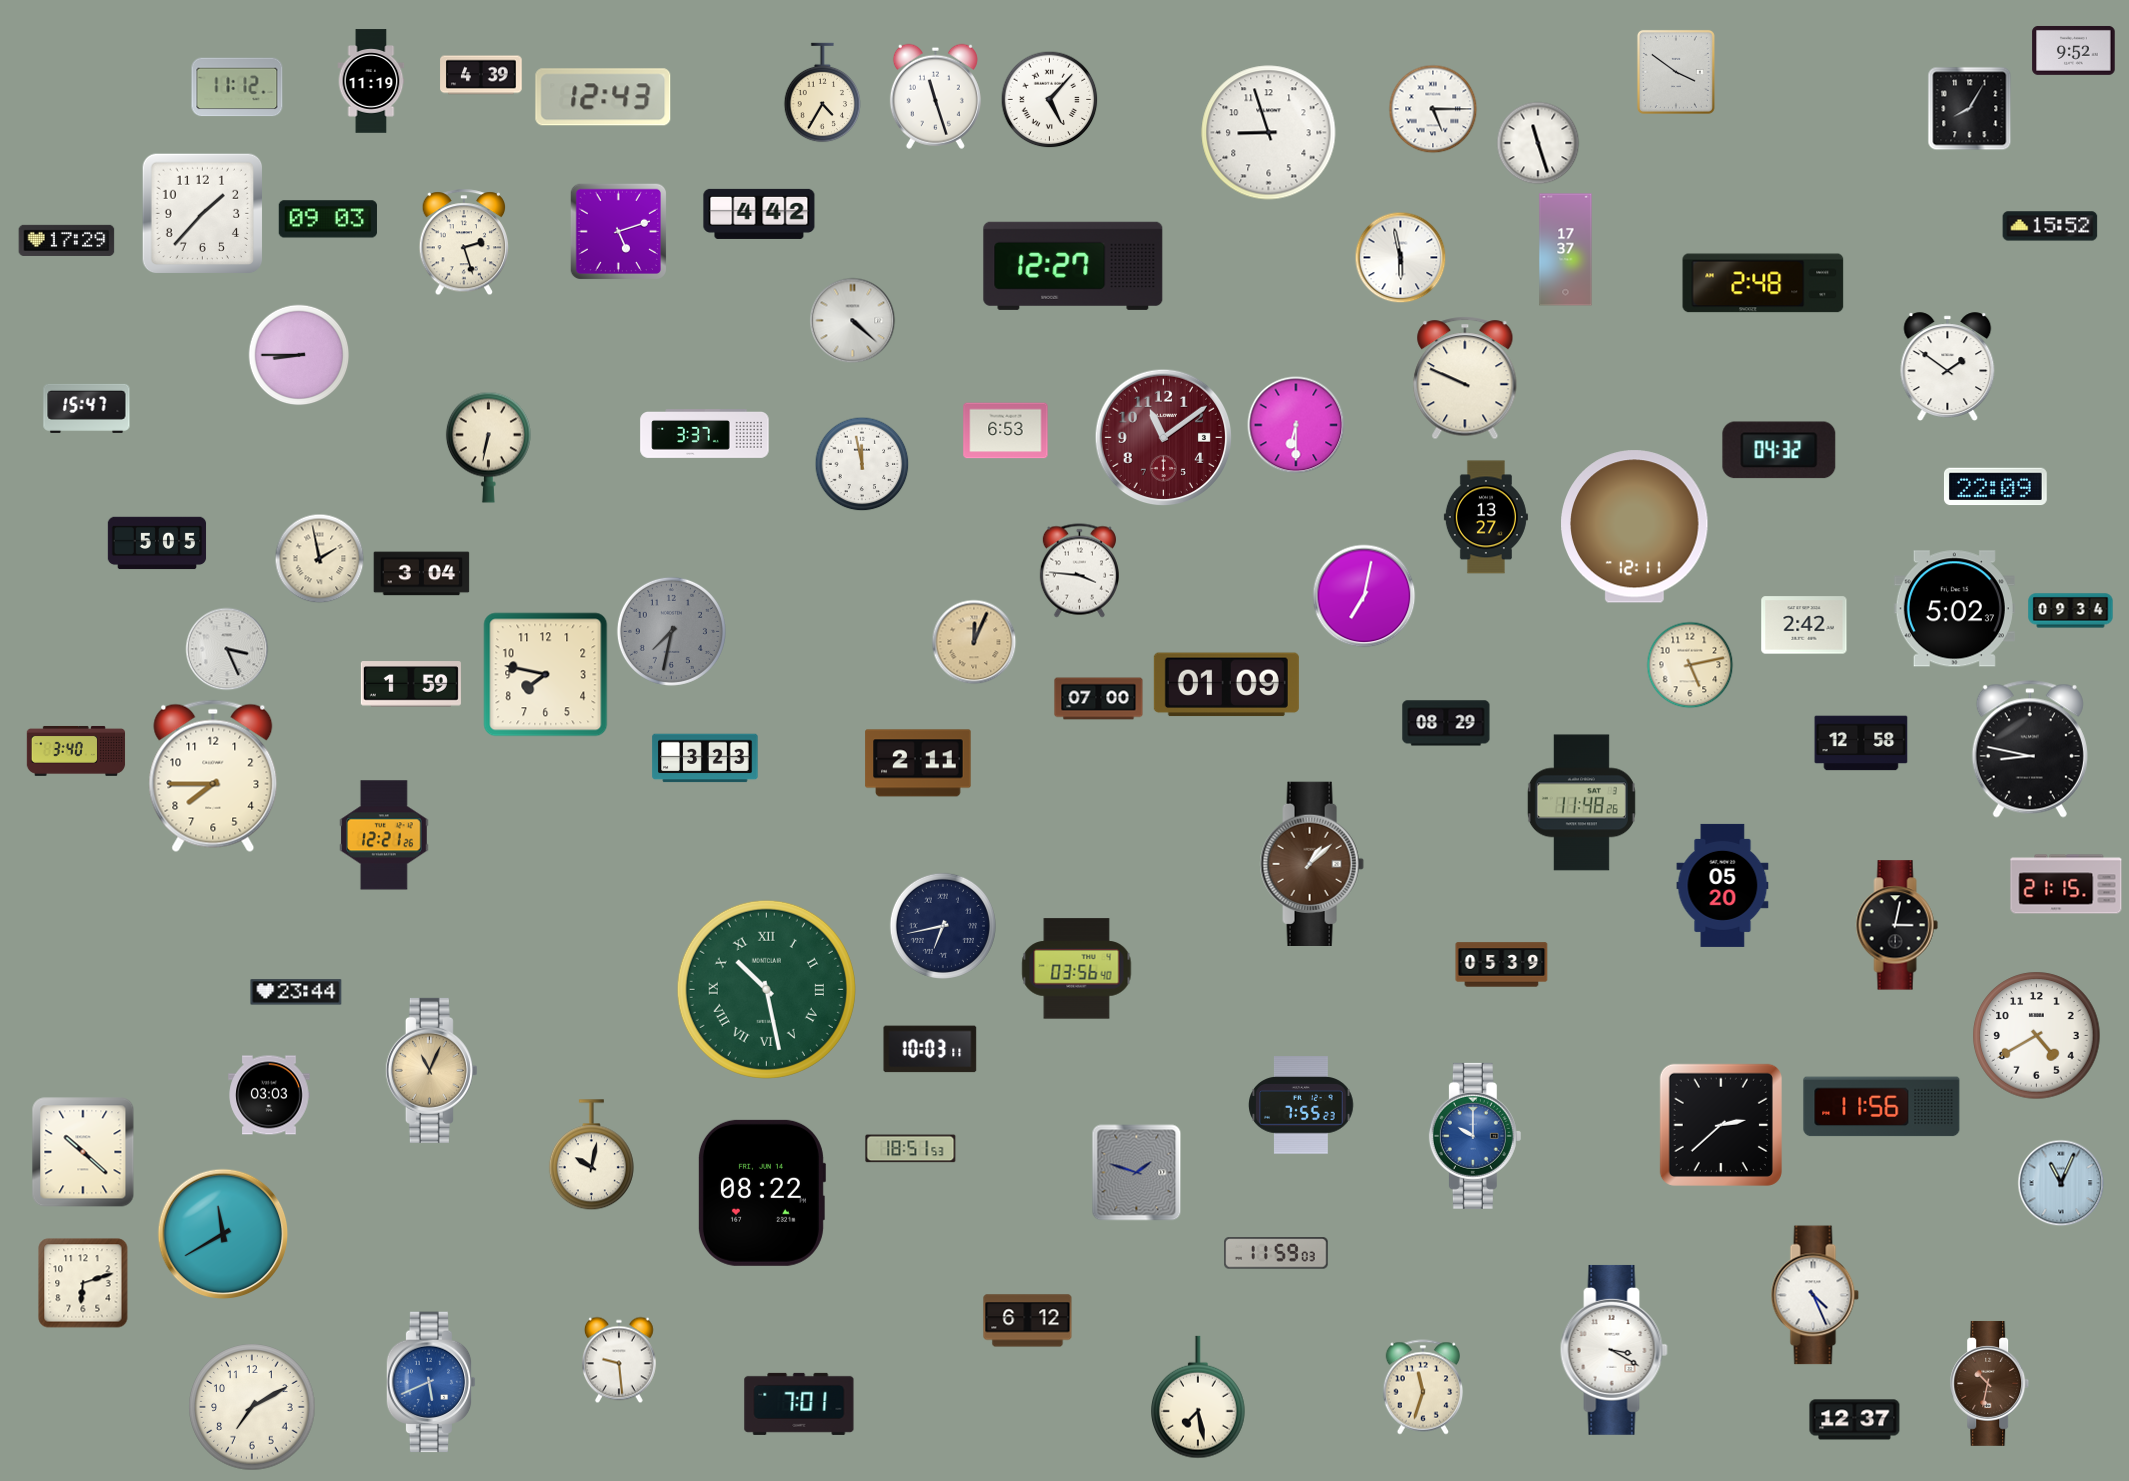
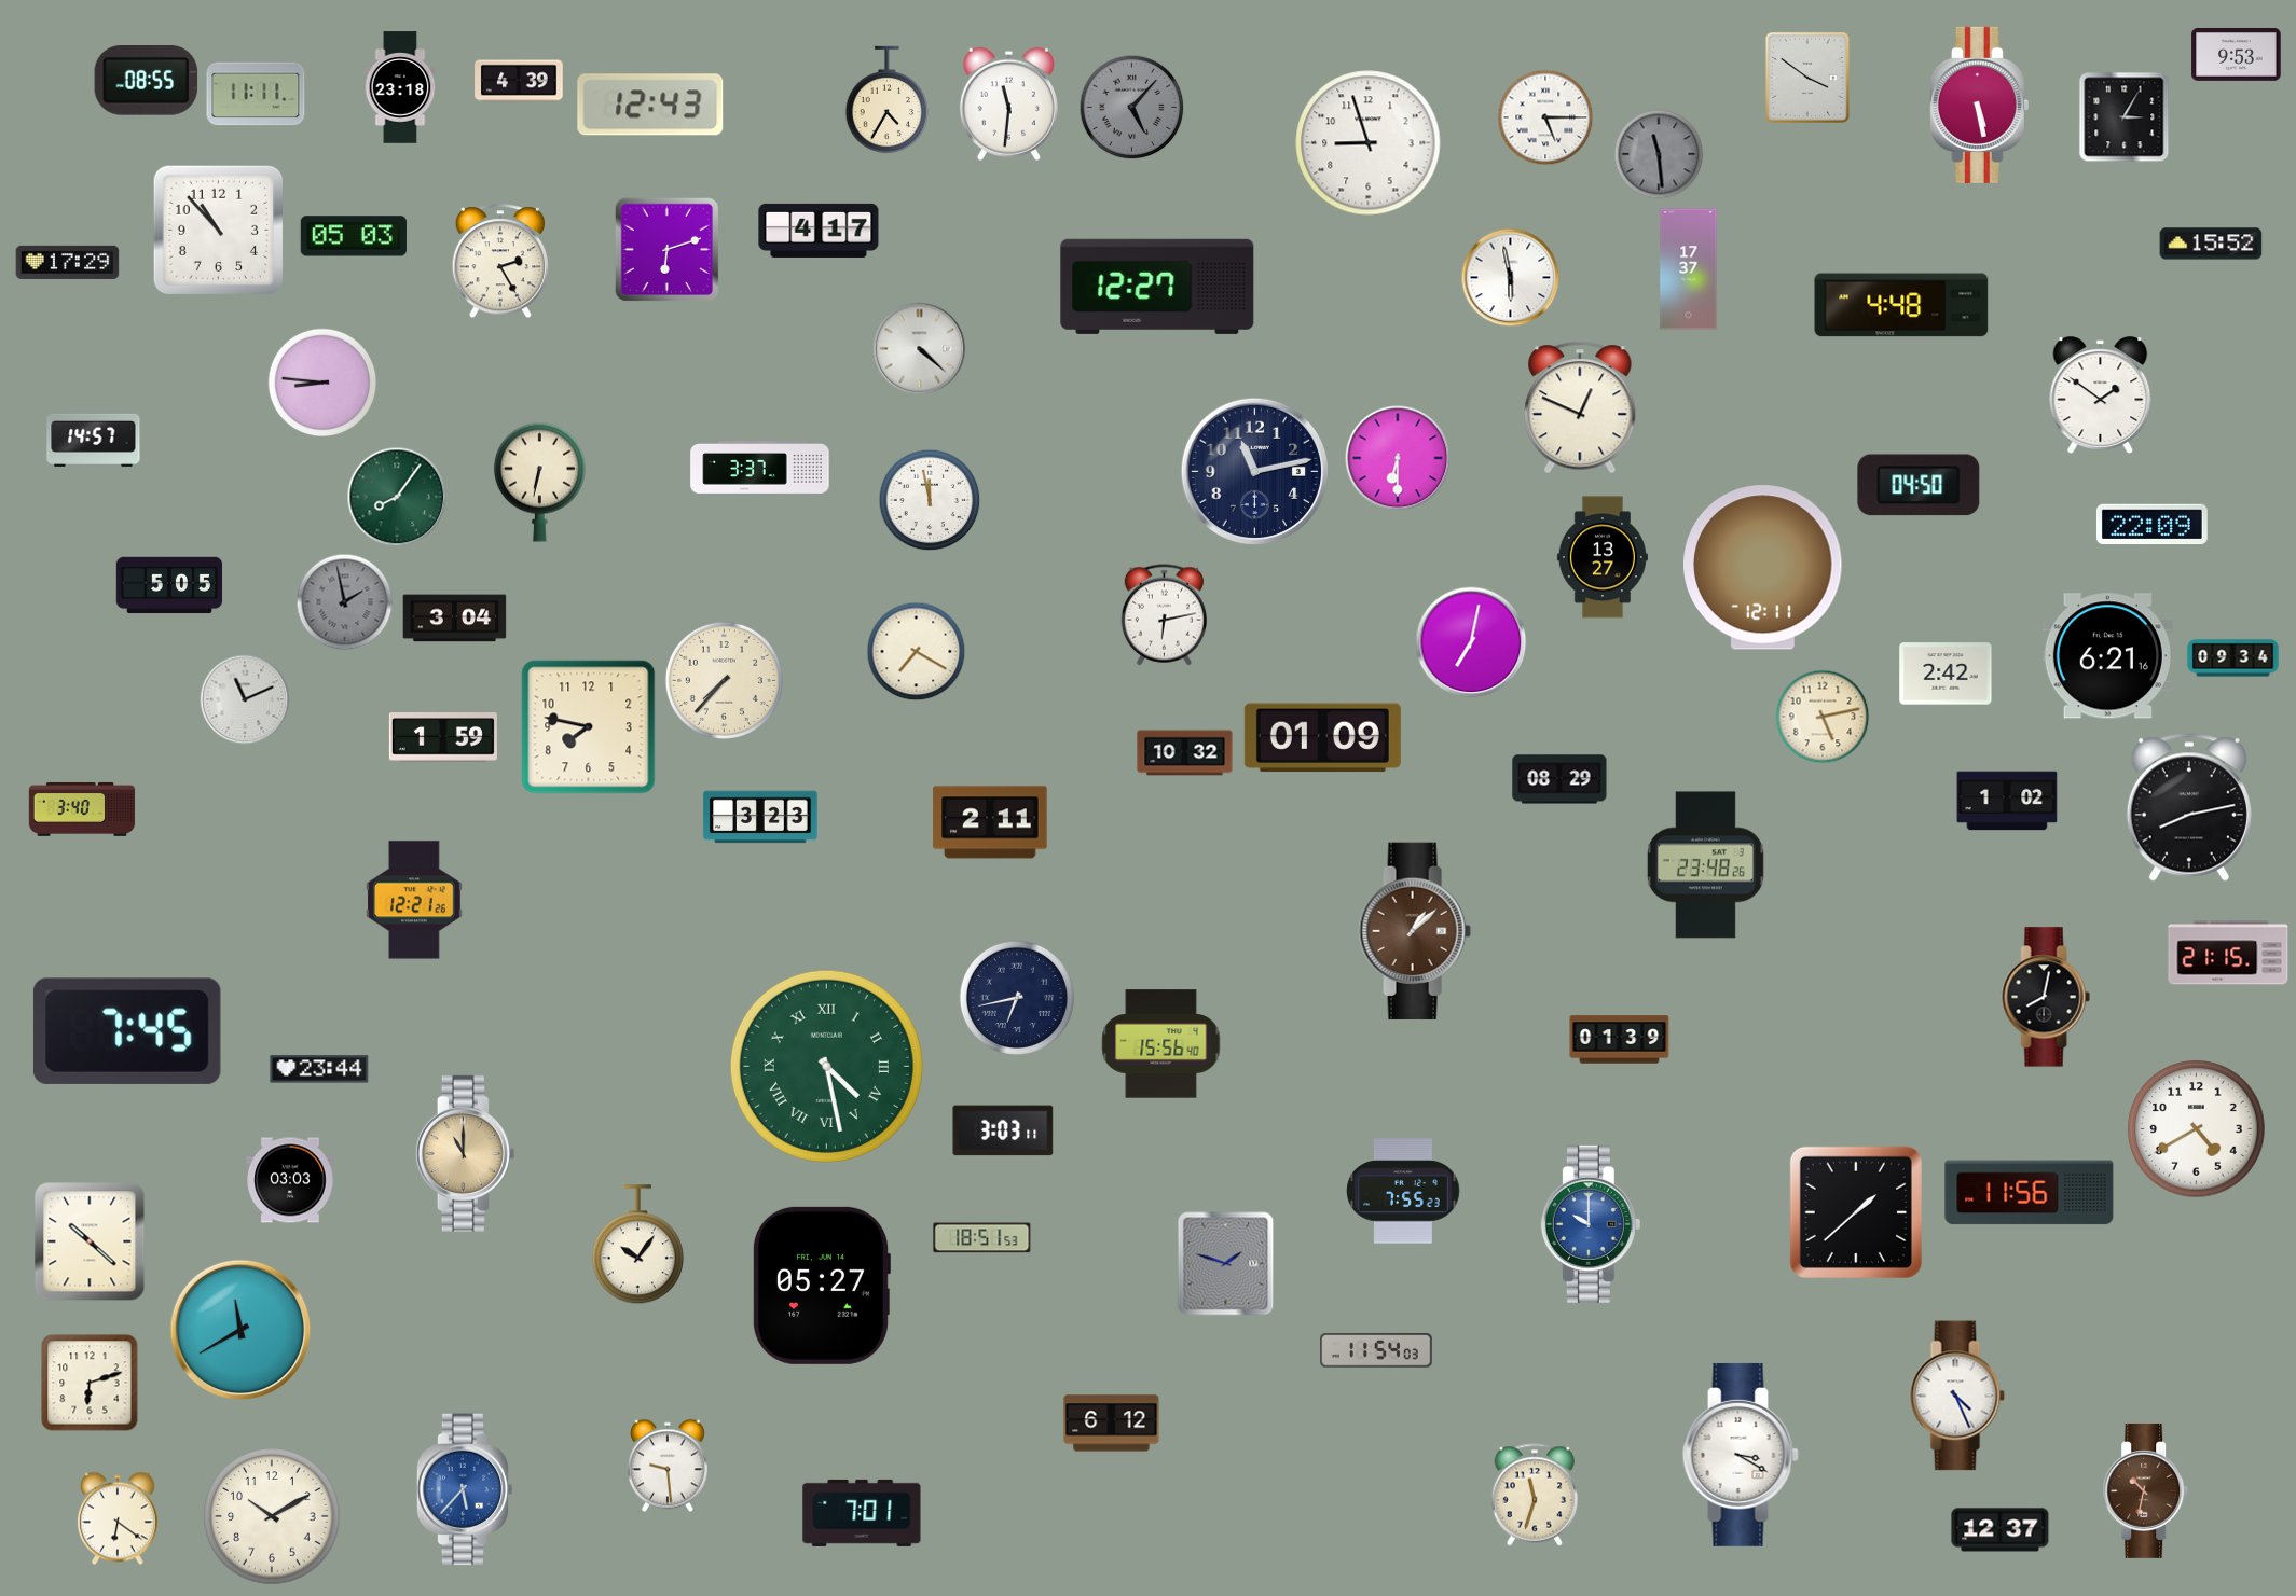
clock at (2074, 50): 9:52 -> 9:53
clock at (147, 81): none -> 08:55
clock at (371, 81): 11:19 -> 23:18
clock at (237, 87): 11:12 -> 11:11
clock at (935, 96): 11:27 -> 11:31
clock at (1979, 105): none -> 5:28
clock at (1050, 100) dial: white -> grey
clock at (1970, 109): 8:05 -> 3:05
clock at (1538, 143): 11:27 -> 11:29
clock at (1538, 143) dial: white -> grey
clock at (203, 214): 1:37 -> 10:53
clock at (759, 214): 4:42 -> 4:17
clock at (328, 219): 09:03 -> 05:03
clock at (618, 231): 5:12 -> 6:12
clock at (67, 240) position: (67, 240) -> (68, 262)
clock at (464, 243): 2:27 -> 2:25
clock at (1763, 283): 2:48 -> 4:48
clock at (853, 321) position: (853, 321) -> (920, 349)
clock at (299, 355): 8:45 -> 8:46
clock at (1465, 378): 9:49 -> 12:49
clock at (87, 408): 15:47 -> 14:57
clock at (1006, 431): 6:53 -> none
clock at (1164, 438): 11:09 -> 11:13
clock at (1164, 438) dial: burgundy -> navy
clock at (488, 447) position: (488, 447) -> (539, 482)
clock at (1779, 450): 04:32 -> 04:50
clock at (397, 497): none -> 8:06
clock at (320, 559) dial: cream -> grey
clock at (1079, 571): 3:46 -> 6:13
clock at (917, 652): none -> 7:20
clock at (1954, 609): 5:02 -> 6:21
clock at (671, 631): 7:32 -> 7:37
clock at (671, 631) dial: grey -> cream
clock at (974, 642): 12:04 -> none
clock at (227, 649): 3:26 -> 11:11
clock at (1099, 699): 07:00 -> 10:32
clock at (1861, 743): 12:58 -> 1:02
clock at (2030, 749): 8:47 -> 8:13
clock at (213, 776): 7:45 -> none
clock at (1581, 803): 11:48 -> 23:48
clock at (1723, 885): 05:20 -> none
clock at (1897, 925): 3:02 -> 8:02
clock at (127, 1031): none -> 7:45
clock at (1502, 965): 05:39 -> 01:39
clock at (1077, 969): 03:56 -> 15:56
clock at (766, 989): 10:28 -> 4:28
clock at (2037, 1036) position: (2037, 1036) -> (2197, 1129)
clock at (930, 1049): 10:03 -> 3:03
clock at (431, 1070): 11:04 -> 11:00
clock at (1721, 1125): 2:38 -> 1:38
clock at (591, 1155): 10:02 -> 10:06
clock at (2061, 1183): 11:04 -> none
clock at (761, 1193): 08:22 -> 05:27
clock at (1276, 1253): 11:59 -> 11:54
clock at (1028, 1321) position: (1028, 1321) -> (1112, 1424)
clock at (431, 1382): 5:41 -> 5:37
clock at (1199, 1397): 7:28 -> none
clock at (252, 1407): 7:10 -> 10:10
clock at (118, 1518): none -> 6:21
